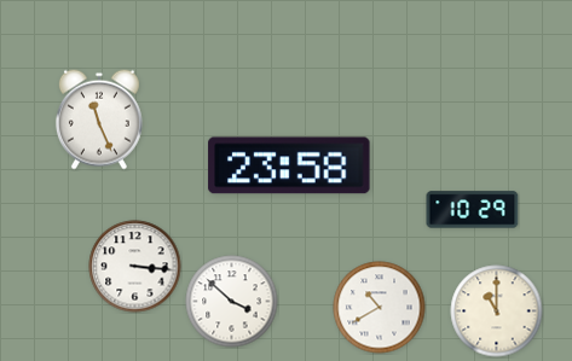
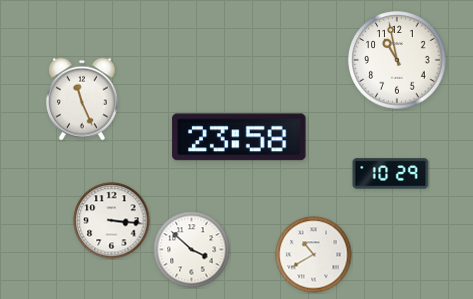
clock at (397, 60): none -> 10:58
clock at (497, 311): 11:00 -> none
